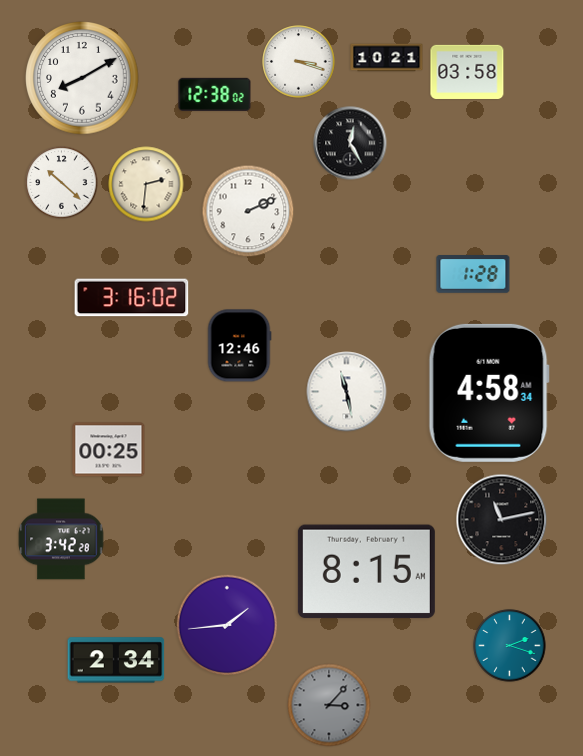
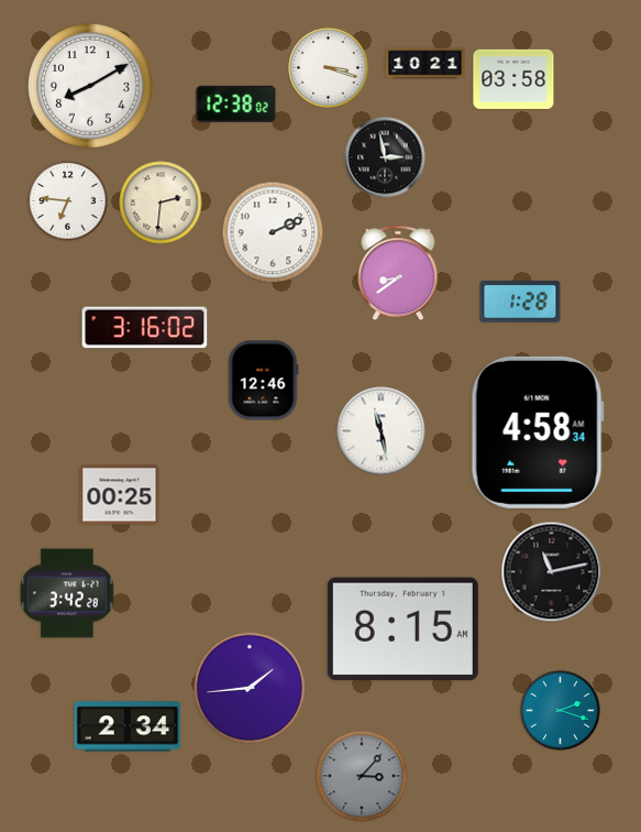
clock at (350, 143): 12:25 -> 2:58
clock at (62, 183): 10:22 -> 6:46
clock at (398, 273): none -> 8:39
